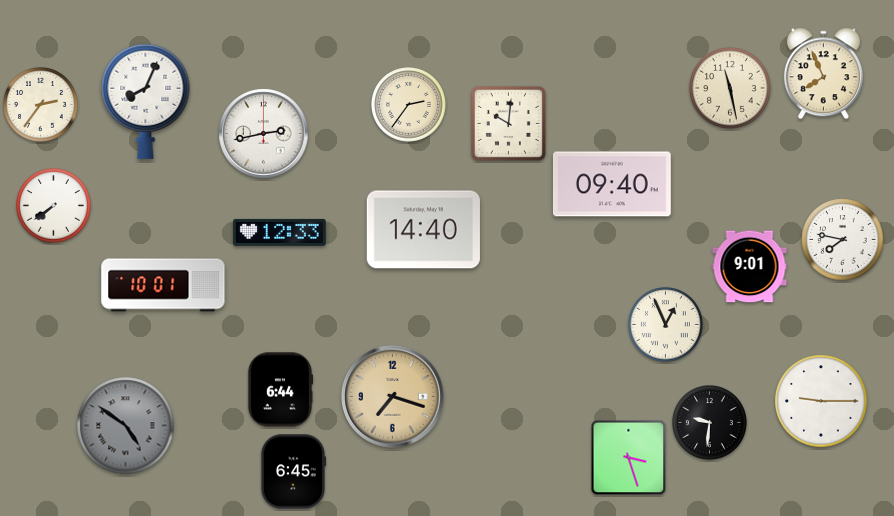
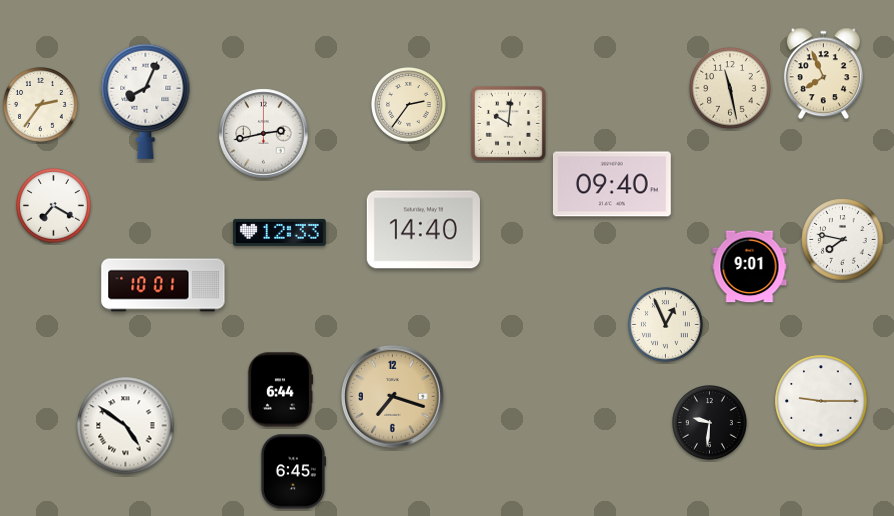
clock at (54, 206): 7:39 -> 7:20
clock at (126, 426) dial: grey -> white
clock at (629, 458): 3:27 -> none
